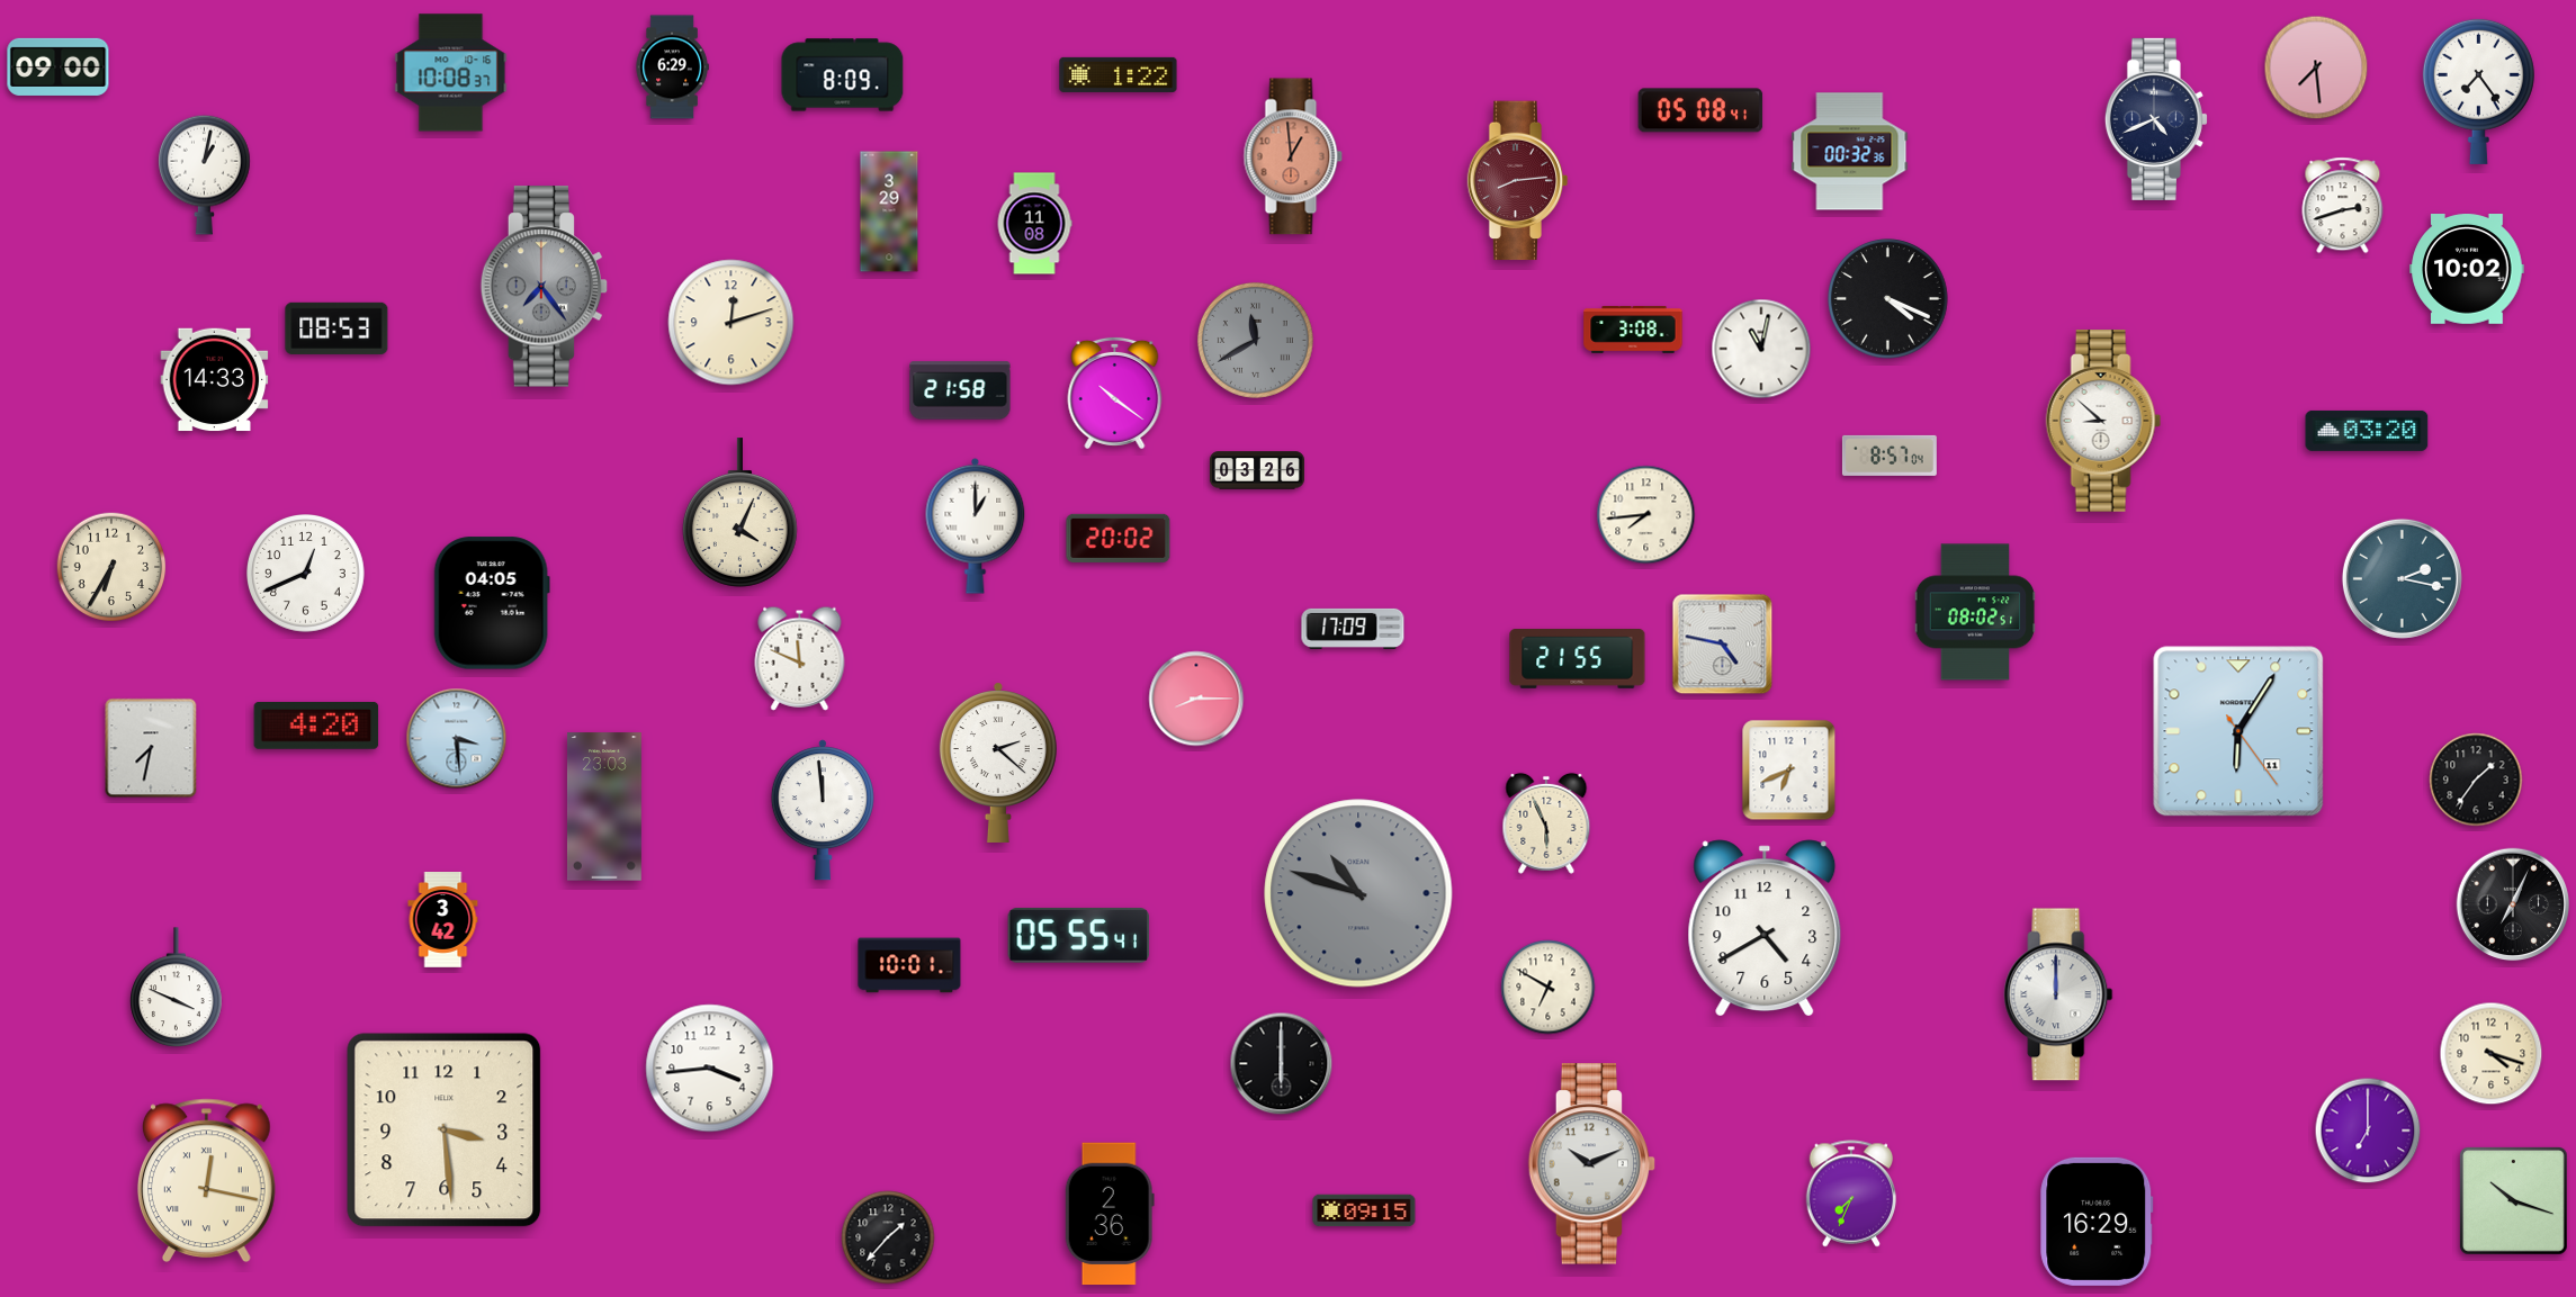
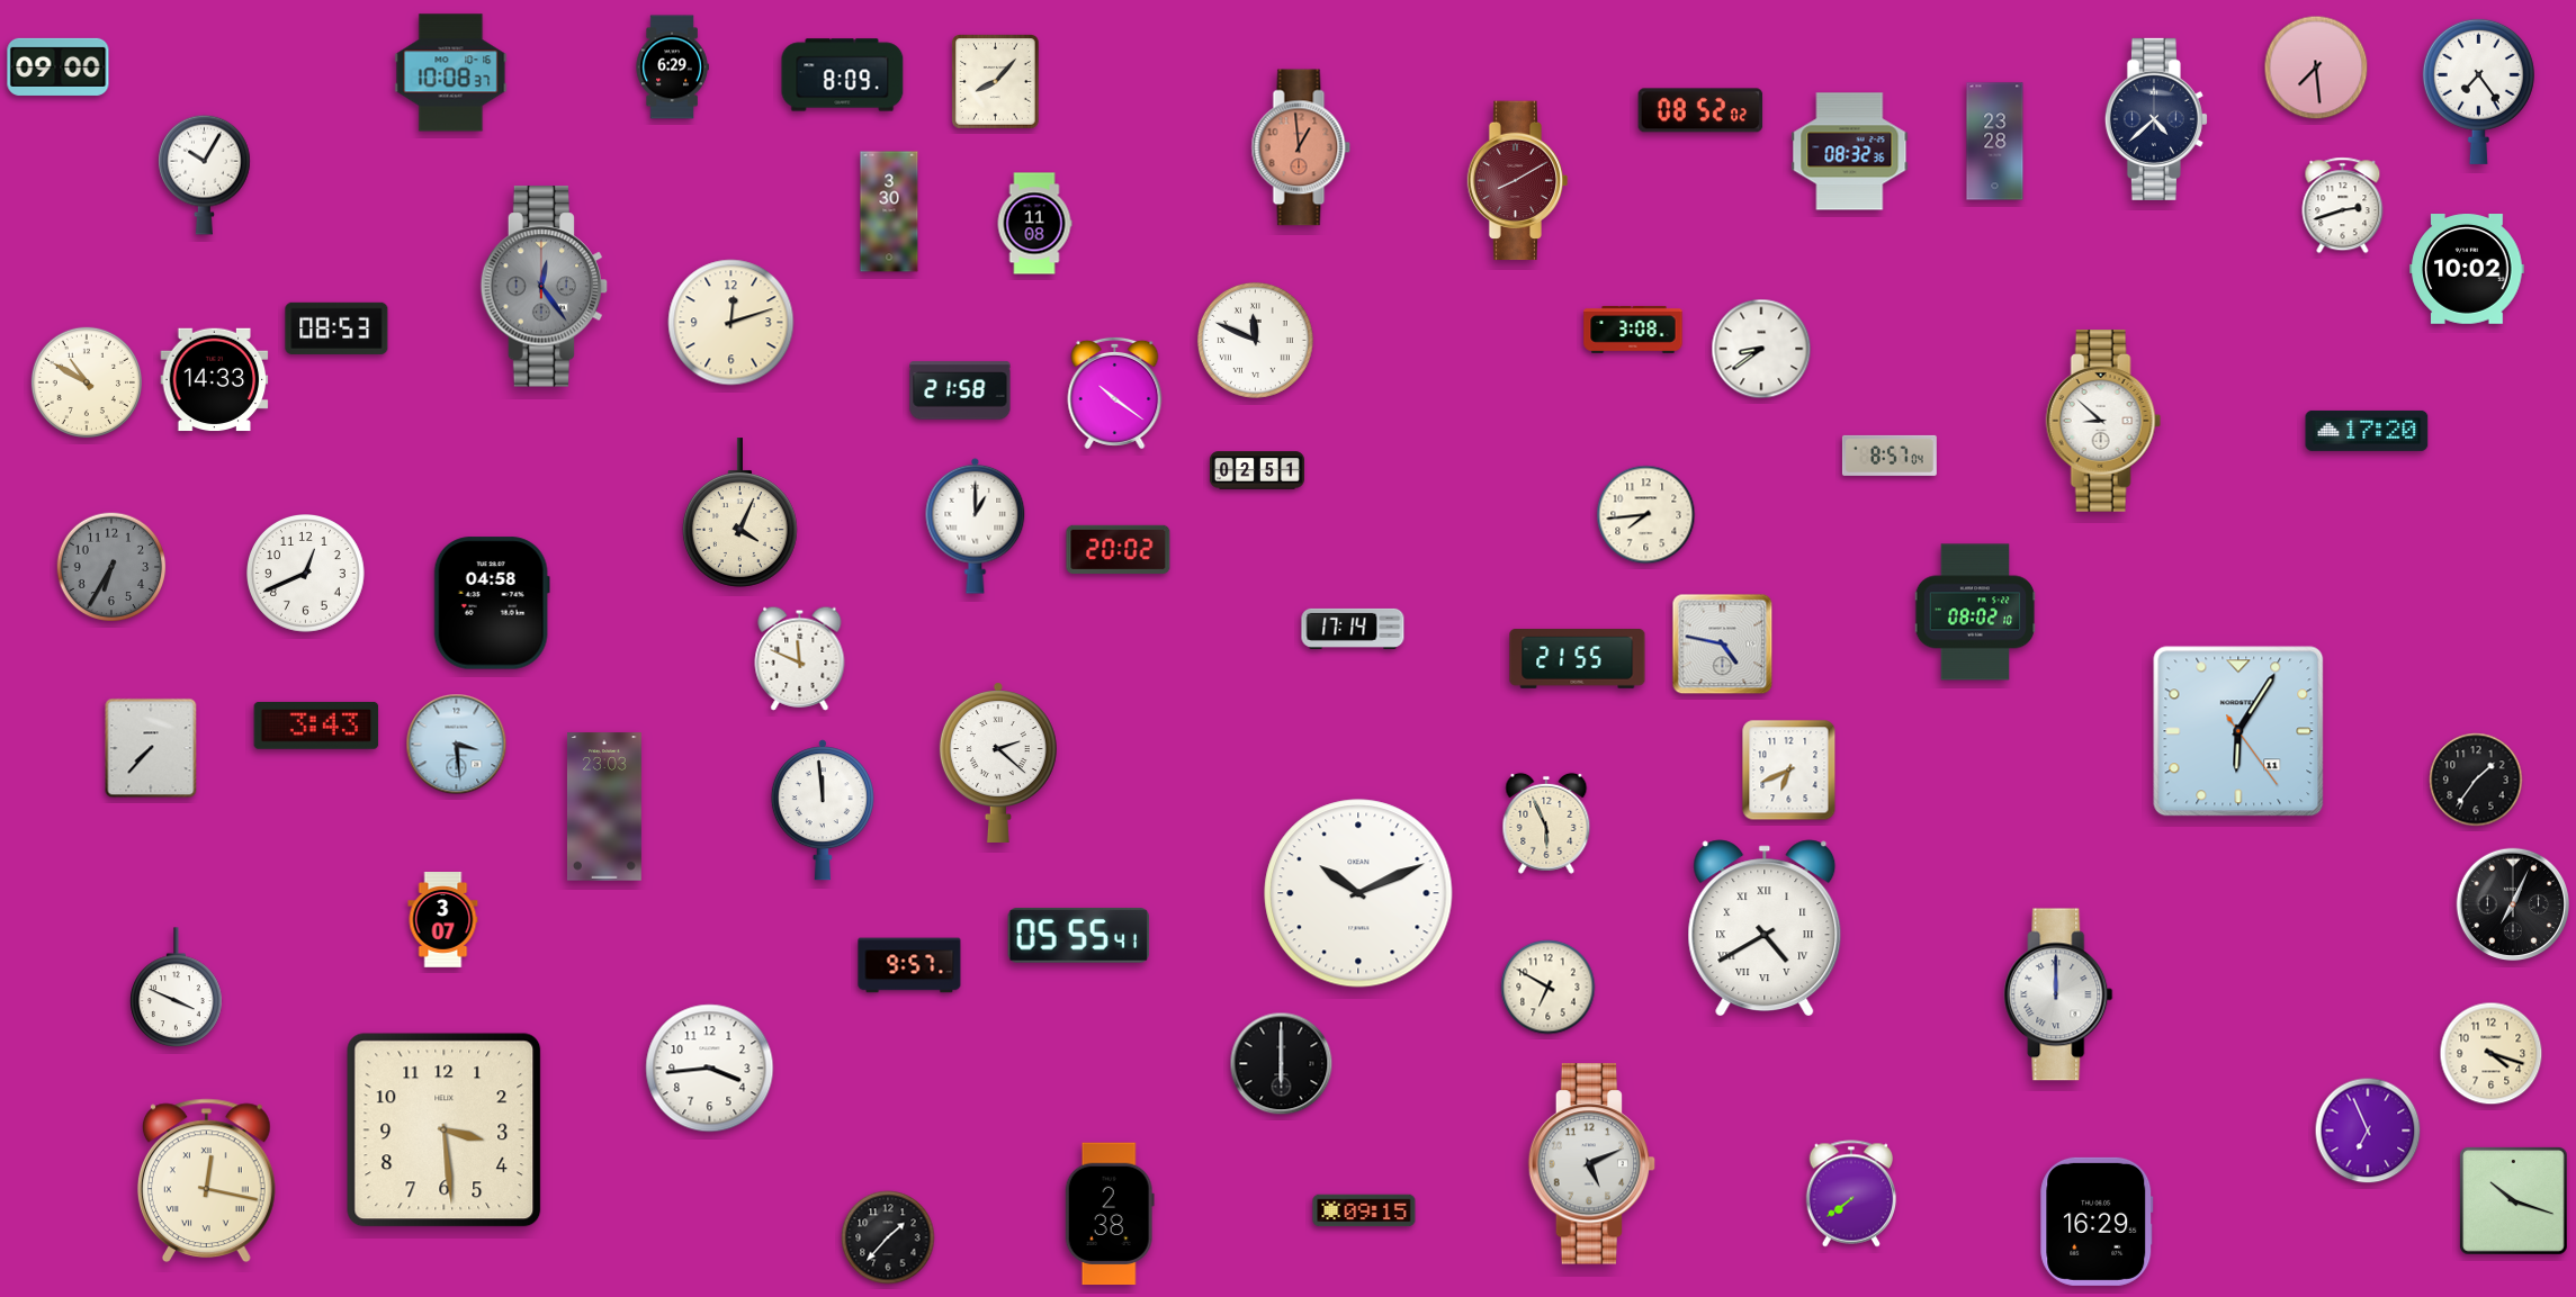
clock at (1119, 74): 1:22 -> none
clock at (996, 82): none -> 8:07
clock at (1700, 110): 05:08 -> 08:52
clock at (2156, 119): 4:41 -> 4:38
clock at (1995, 142): none -> 23:28
clock at (1850, 152): 00:32 -> 08:32
clock at (1293, 156) position: (1293, 156) -> (1301, 147)
clock at (205, 174): 1:02 -> 10:05
clock at (1518, 181): 8:14 -> 8:10
clock at (889, 211): 3:29 -> 3:30
clock at (545, 287): 7:24 -> 12:24
clock at (1888, 299): 4:19 -> none
clock at (1255, 340): 11:40 -> 11:49
clock at (1255, 340) dial: grey -> white
clock at (1761, 349): 11:02 -> 8:39
clock at (87, 382): none -> 10:50
clock at (2367, 431): 03:20 -> 17:20
clock at (1257, 470): 03:26 -> 02:51
clock at (1119, 538) position: (1119, 538) -> (1119, 549)
clock at (111, 567) dial: cream -> grey
clock at (2402, 578): 2:17 -> none
clock at (492, 603): 04:05 -> 04:58
clock at (1975, 612): 08:02:51 -> 08:02:10
clock at (1353, 629): 17:09 -> 17:14
clock at (1196, 699): 8:15 -> none
clock at (316, 726): 4:20 -> 3:43
clock at (457, 739) position: (457, 739) -> (457, 745)
clock at (151, 748): 7:32 -> 7:37
clock at (1358, 893): 10:48 -> 10:11
clock at (1358, 893) dial: grey -> white
clock at (443, 920): 3:42 -> 3:07
clock at (1765, 927) numerals: Arabic -> Roman
clock at (909, 965): 10:01 -> 9:57
clock at (2368, 1131): 7:00 -> 6:56
clock at (1592, 1164): 10:11 -> 5:11
clock at (1851, 1194): 7:34 -> 7:39
clock at (1110, 1214): 2:36 -> 2:38
